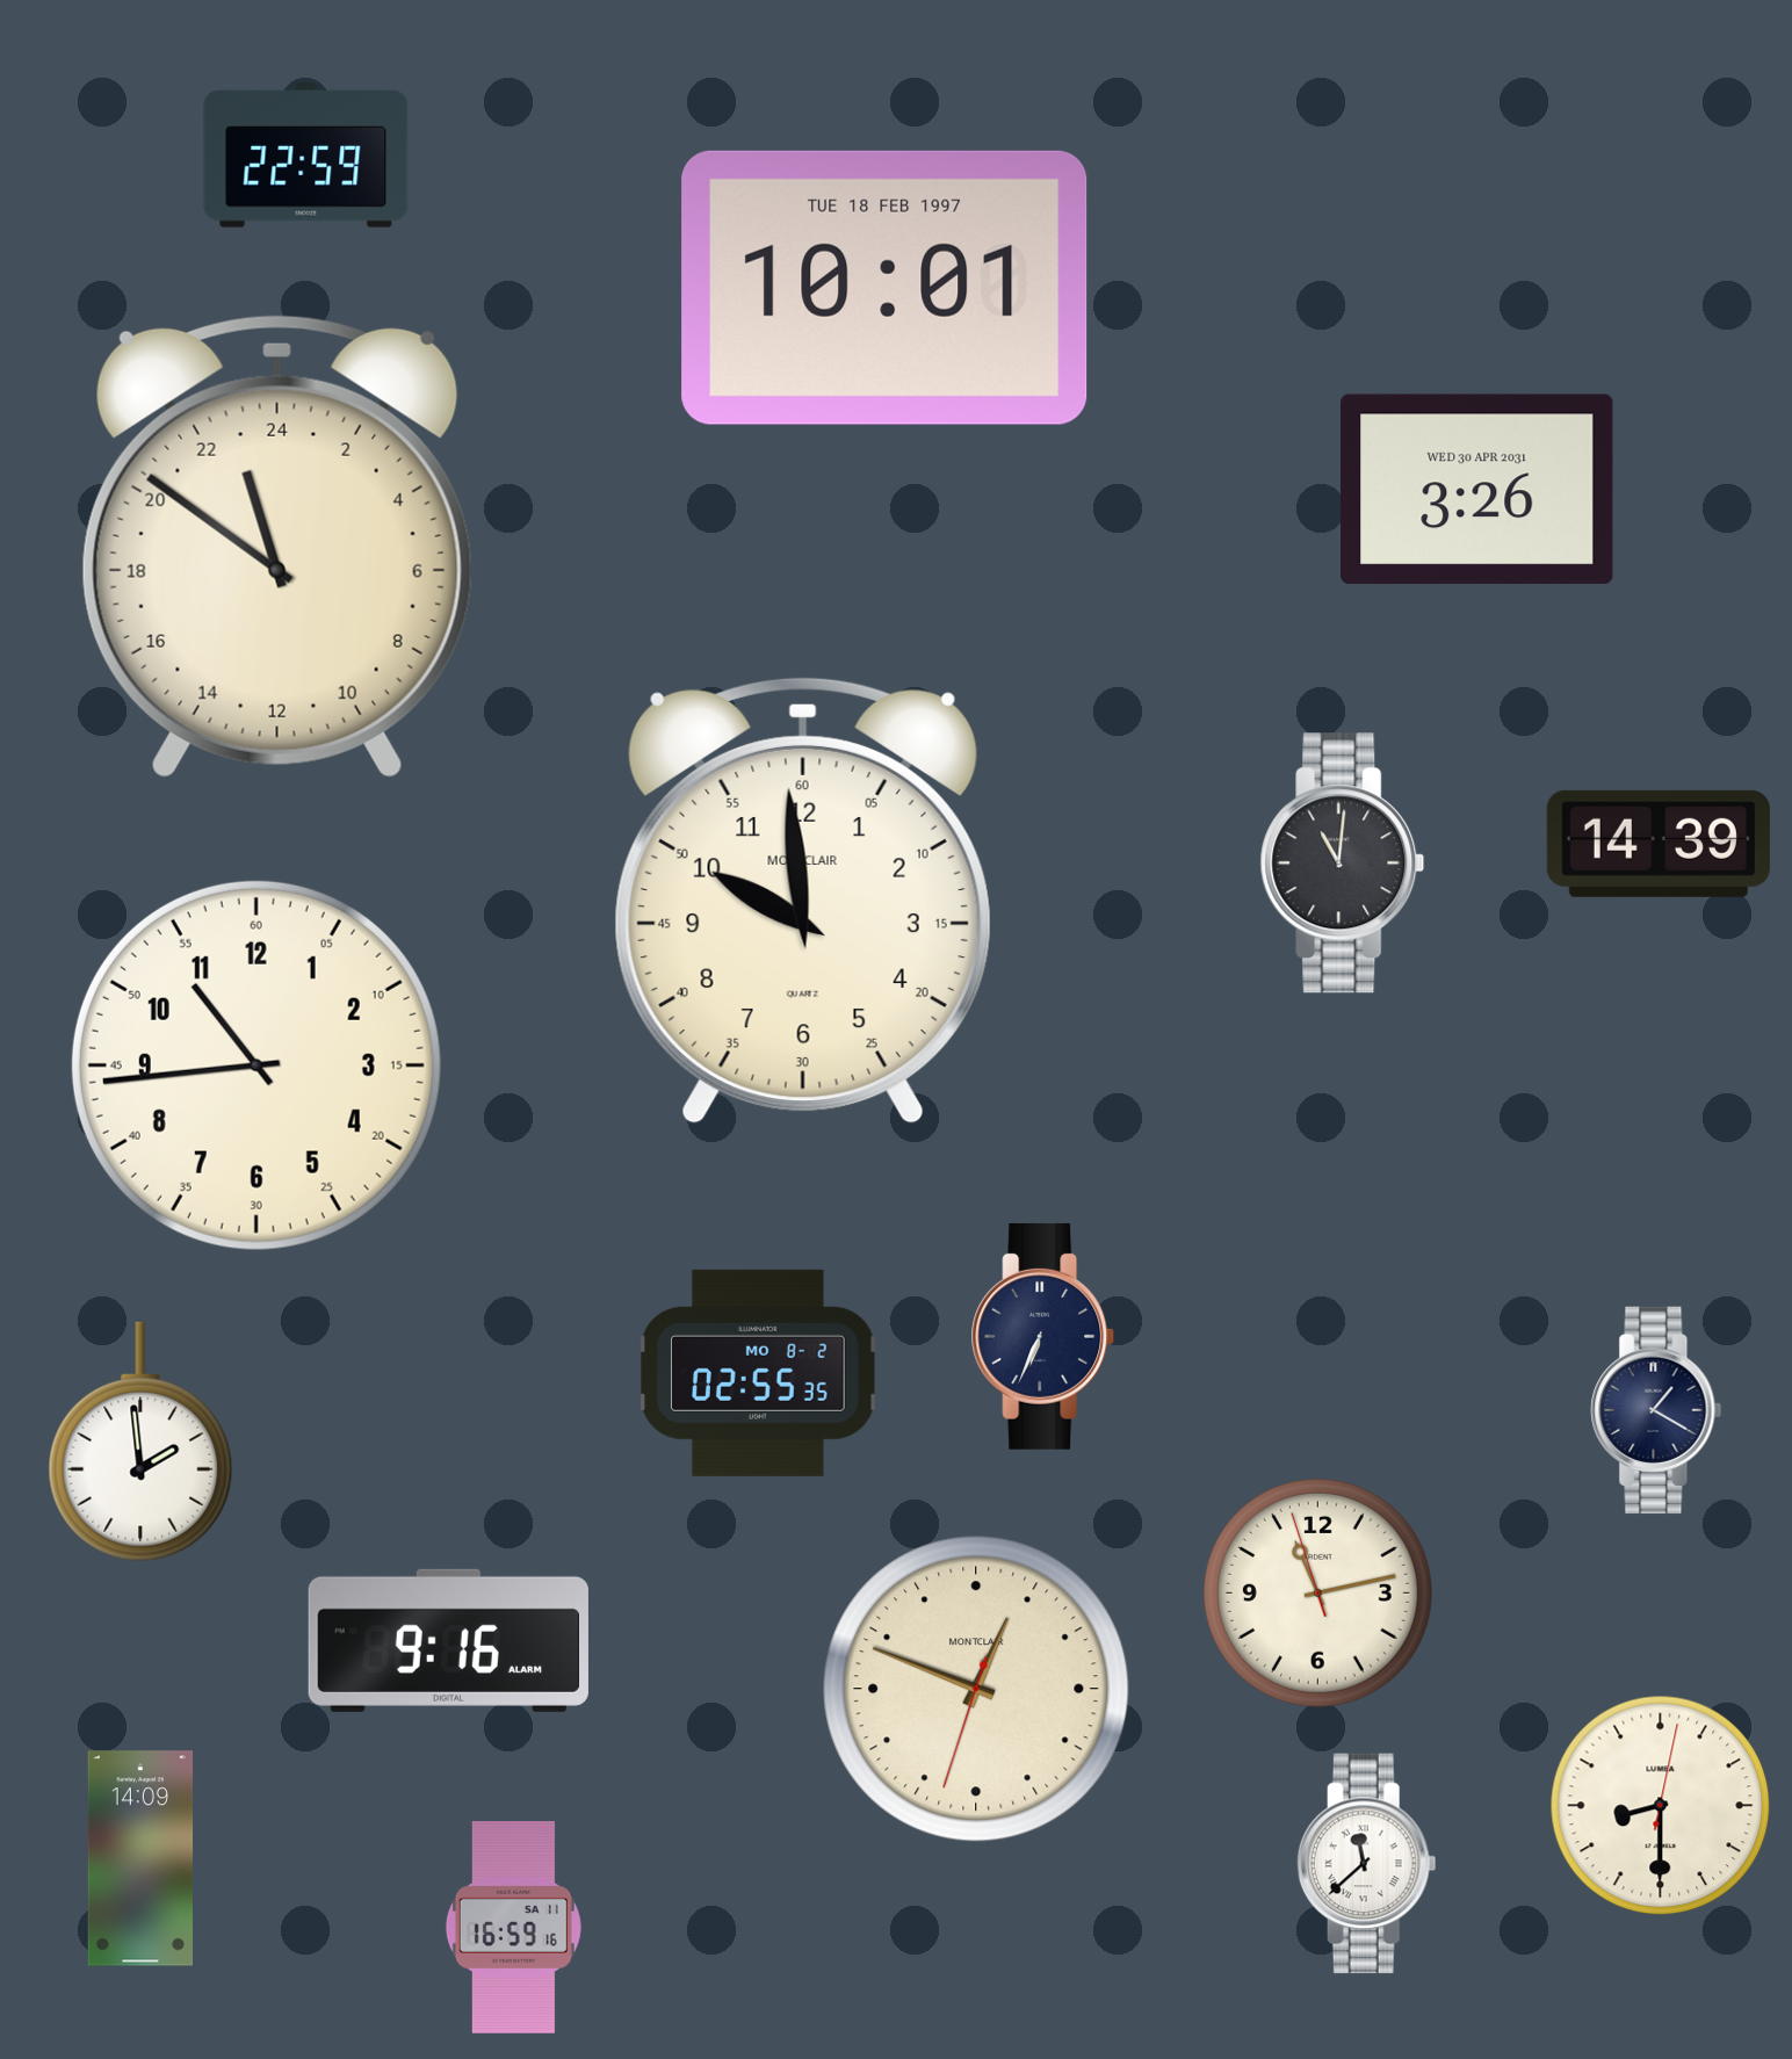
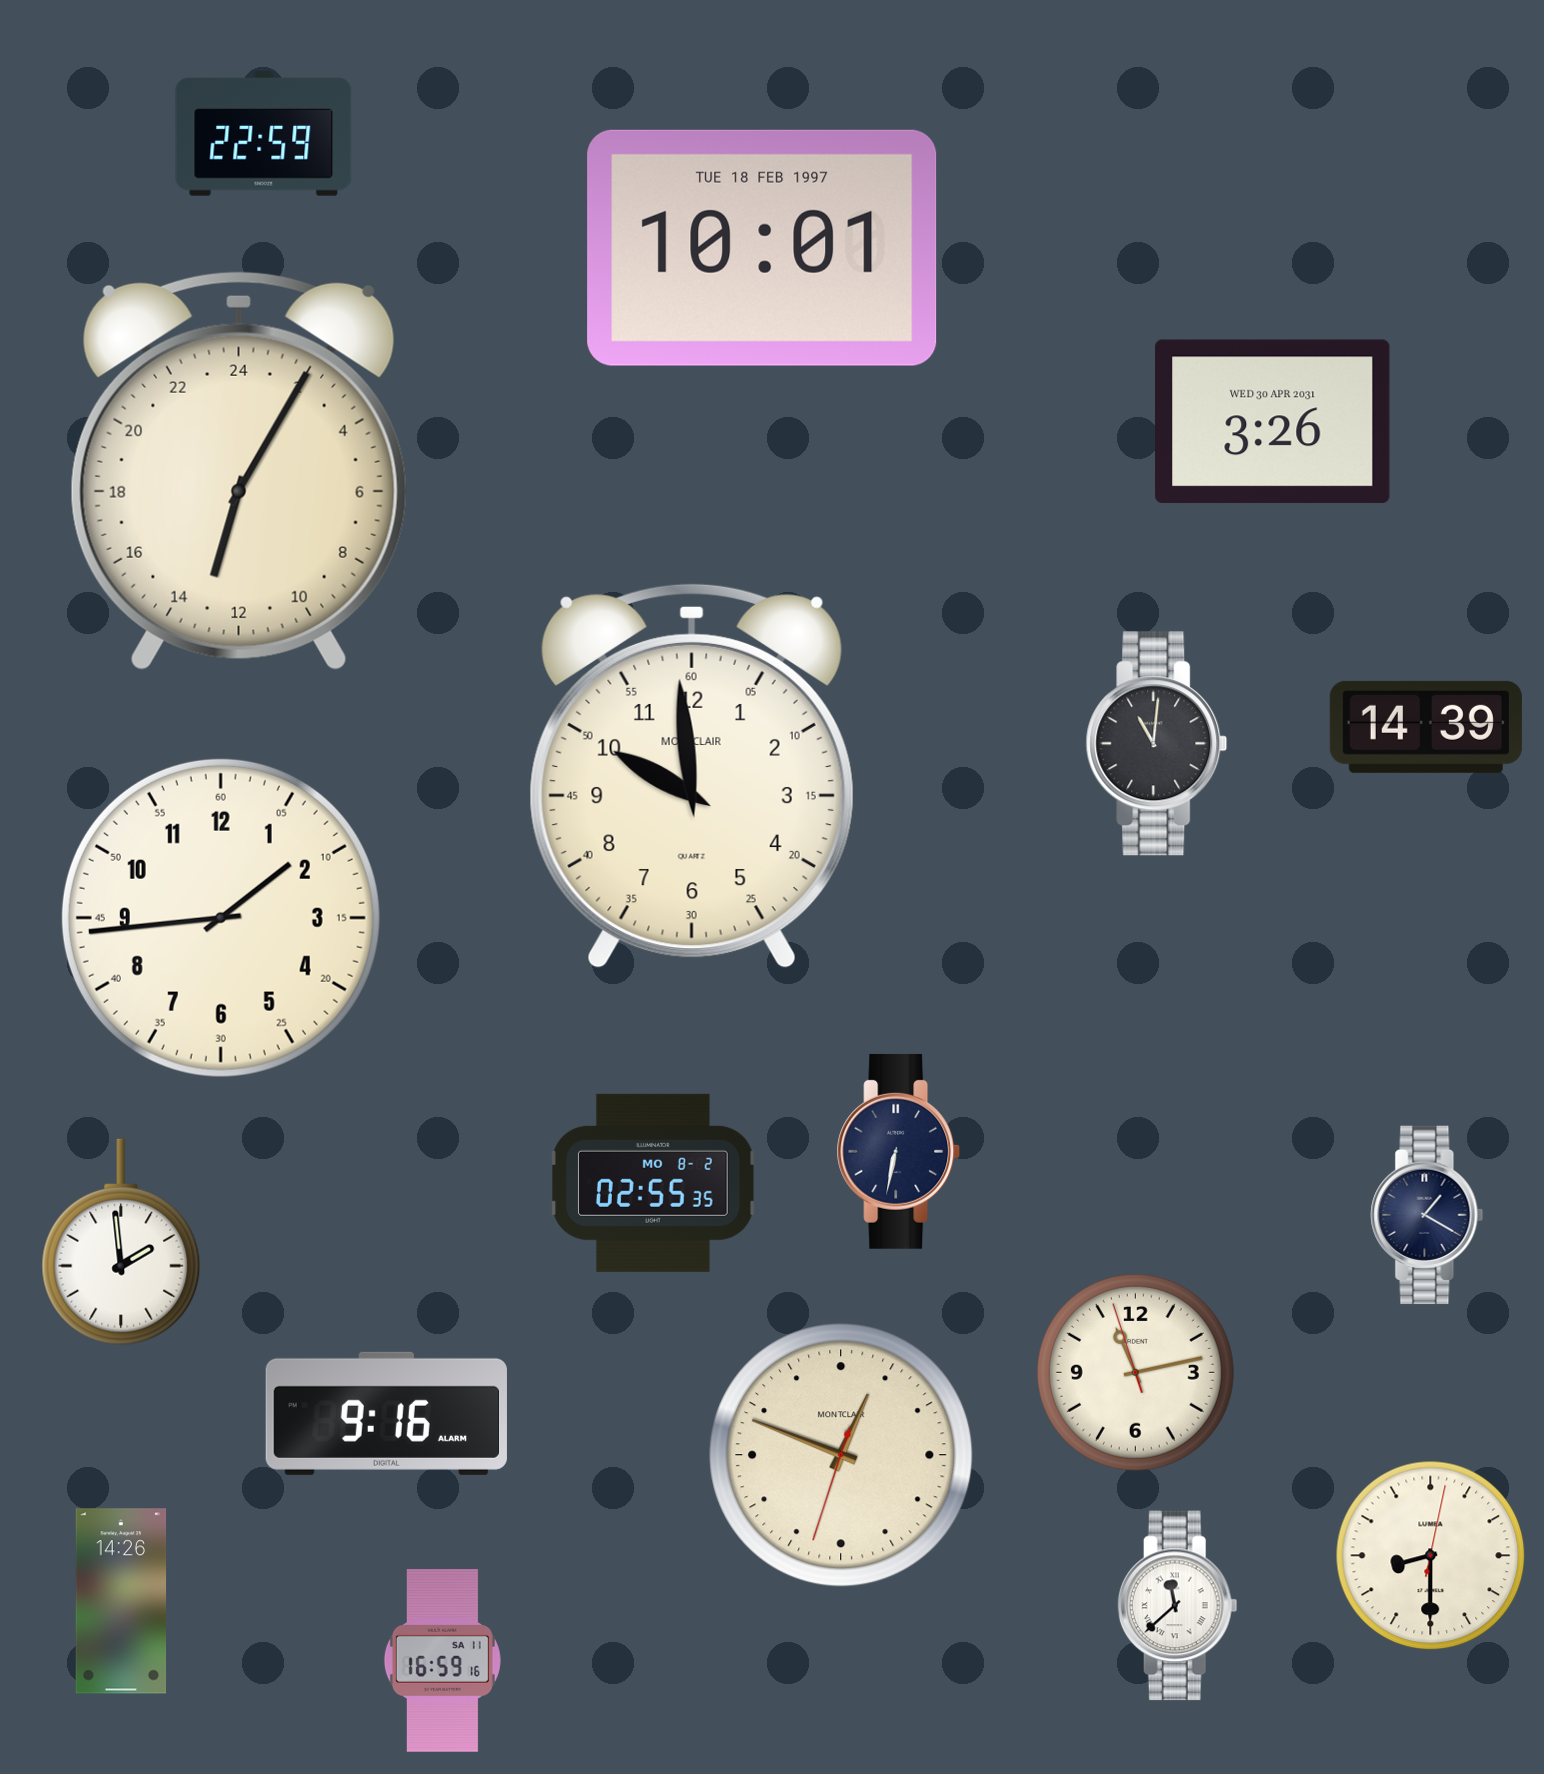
clock at (277, 547): 22:51 -> 13:05
clock at (1659, 844) position: (1659, 844) -> (1426, 727)
clock at (256, 1065): 10:44 -> 1:44
clock at (1043, 1336): 6:34 -> 6:32
clock at (140, 1858): 14:09 -> 14:26
